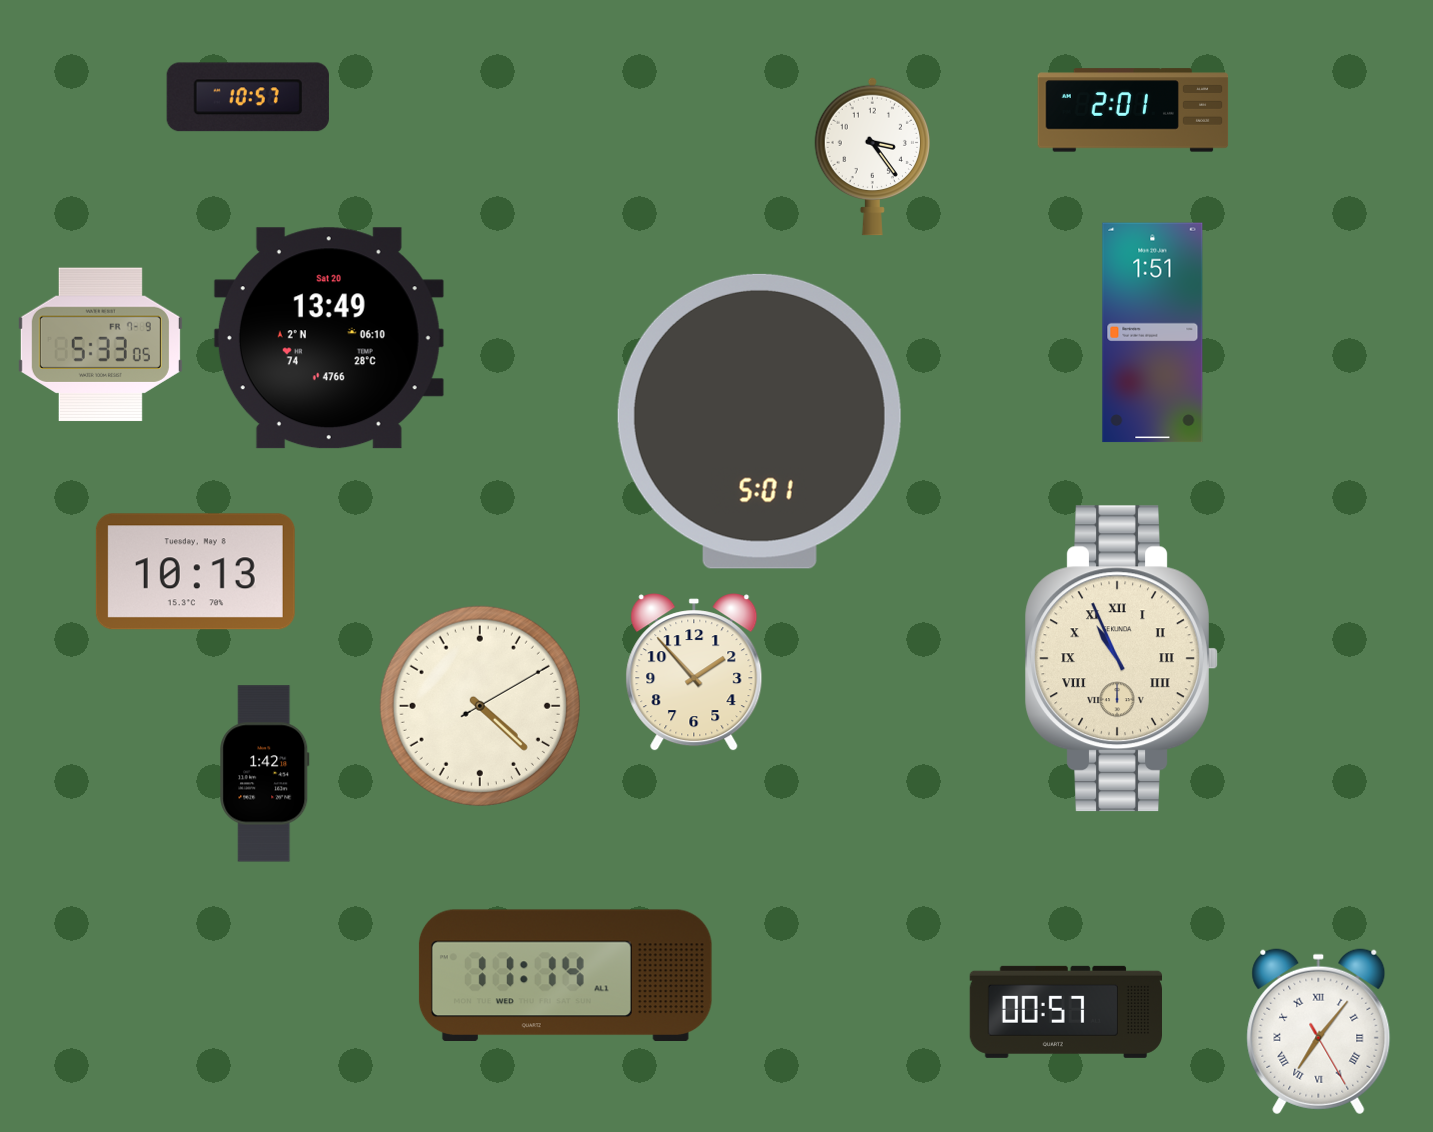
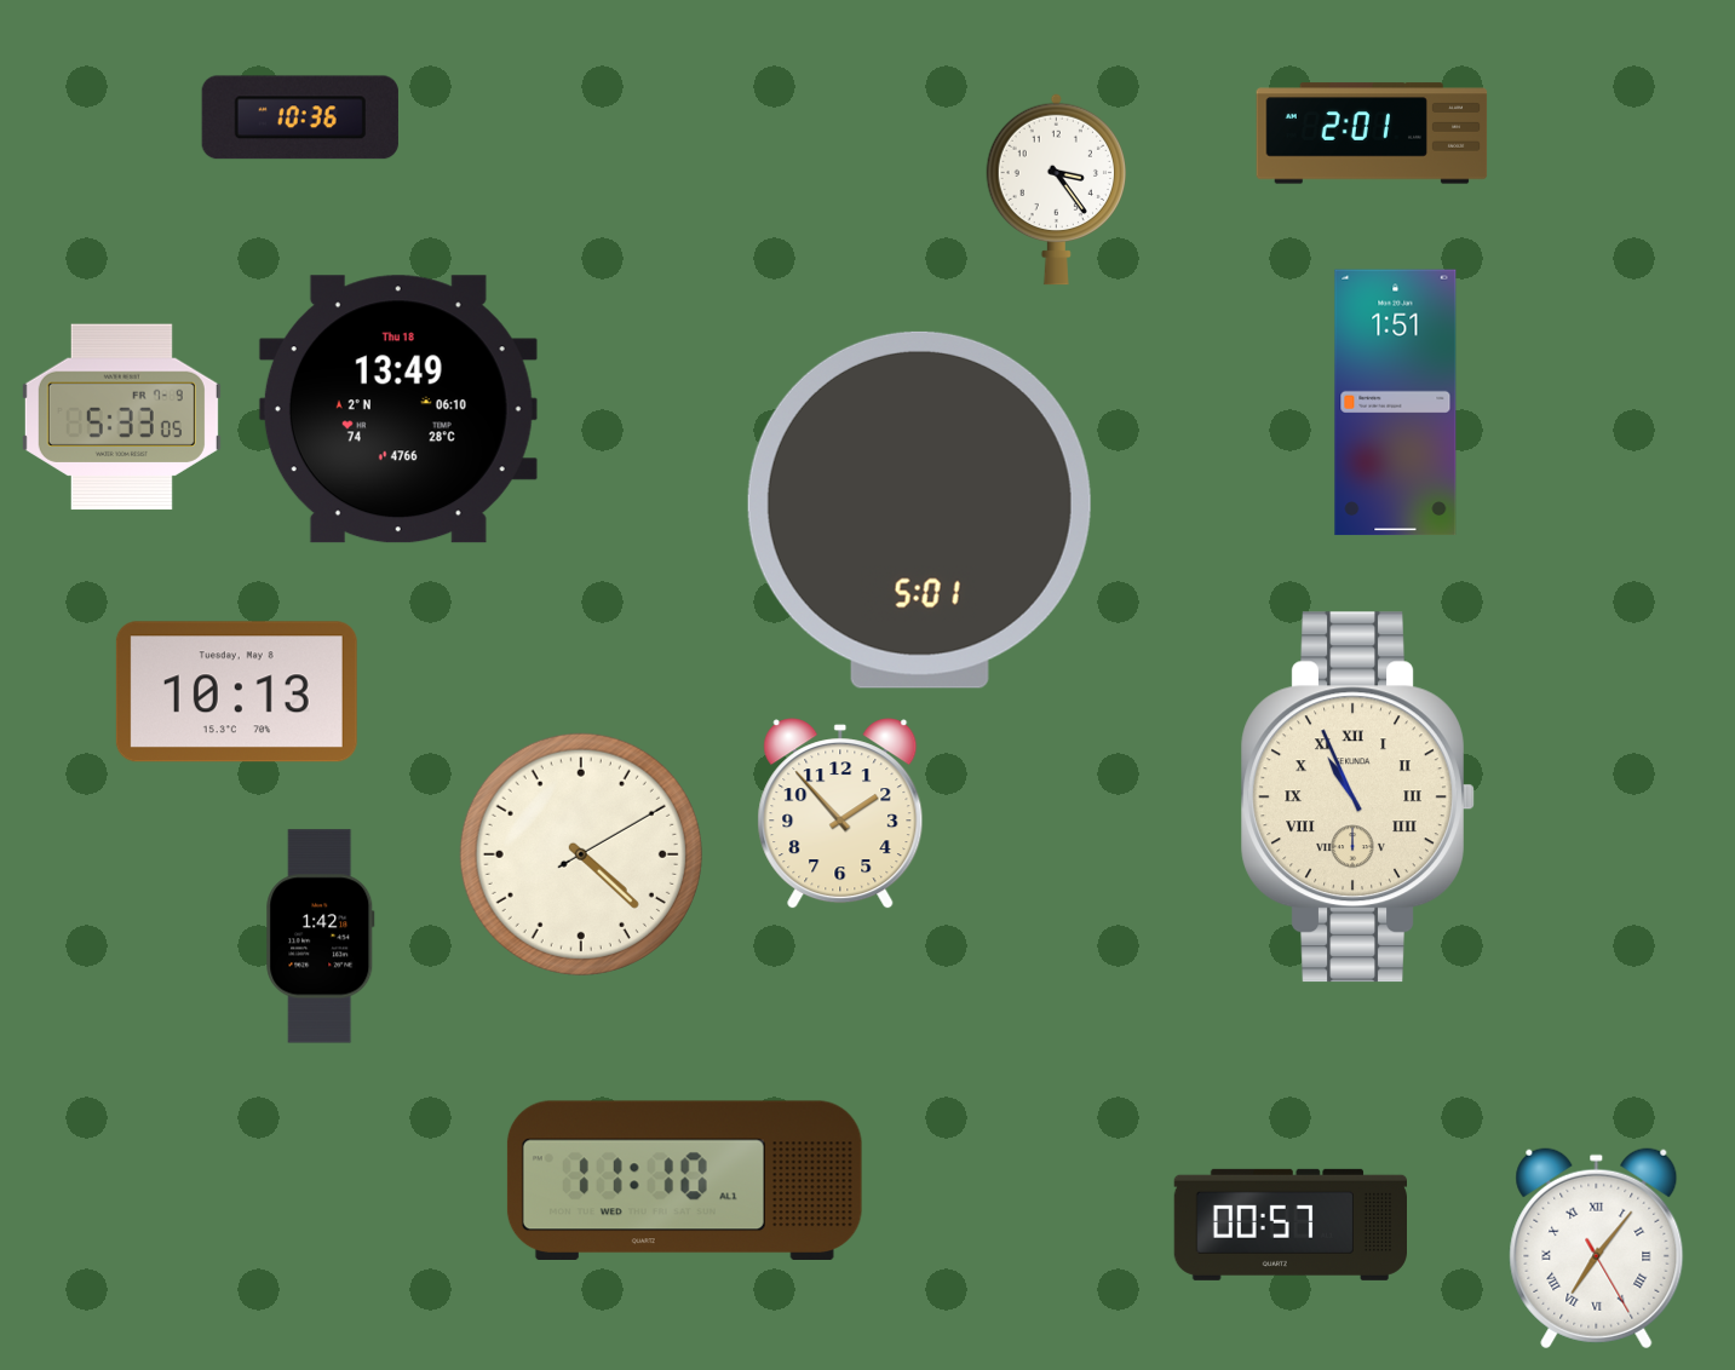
clock at (248, 97): 10:57 -> 10:36
clock at (329, 338) date: Sat 20 -> Thu 18
clock at (565, 975): 11:14 -> 11:10
